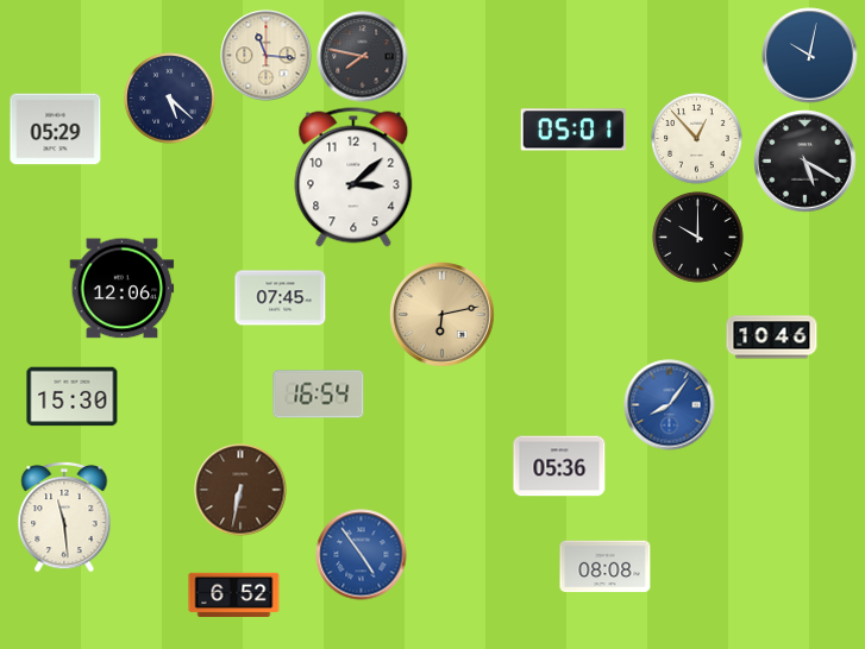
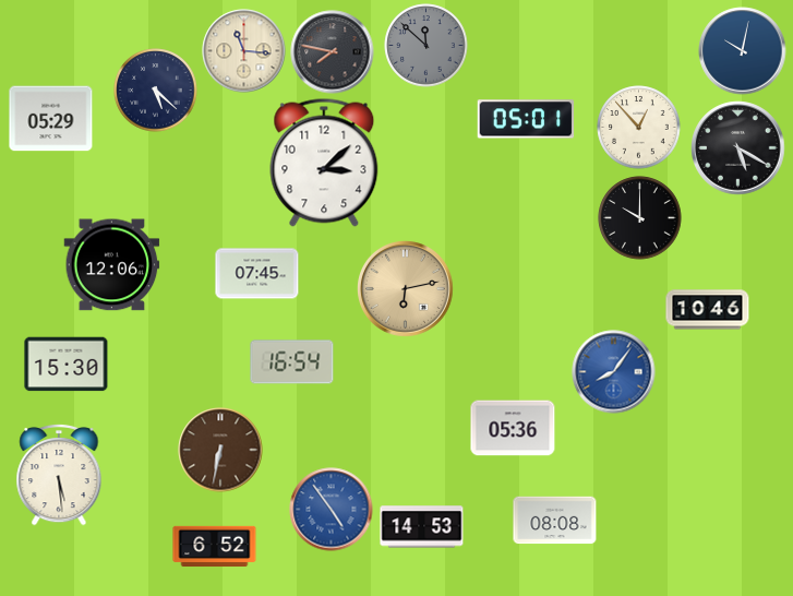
clock at (426, 46): none -> 11:52
clock at (64, 517): 11:29 -> 5:29
clock at (422, 527): none -> 14:53
